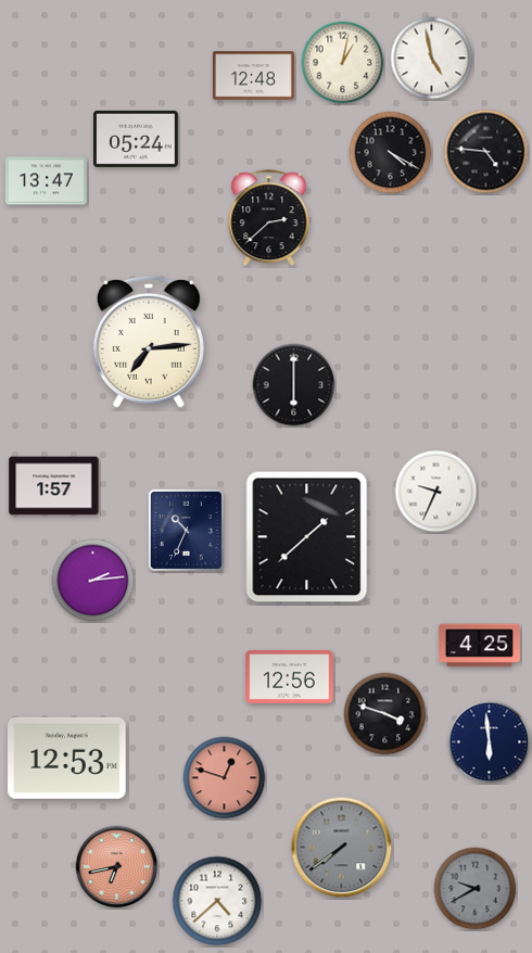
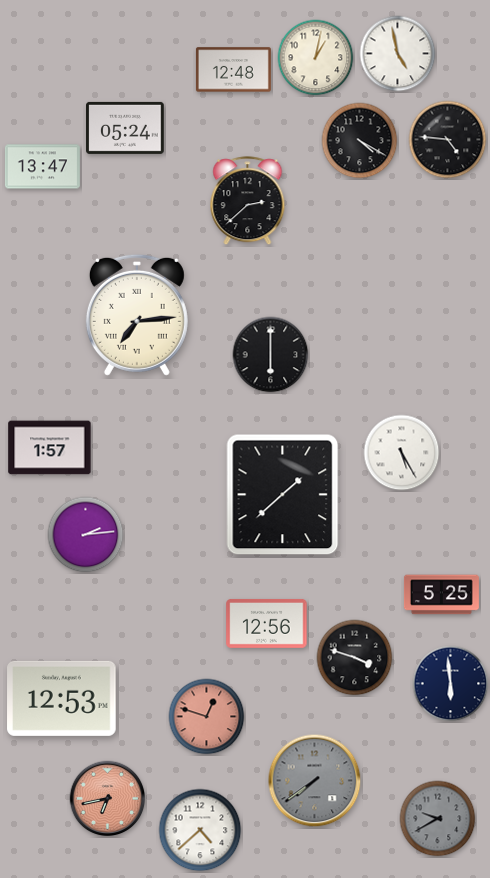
clock at (436, 492): 9:34 -> 5:25
clock at (186, 530): 10:34 -> none
clock at (479, 646): 4:25 -> 5:25
